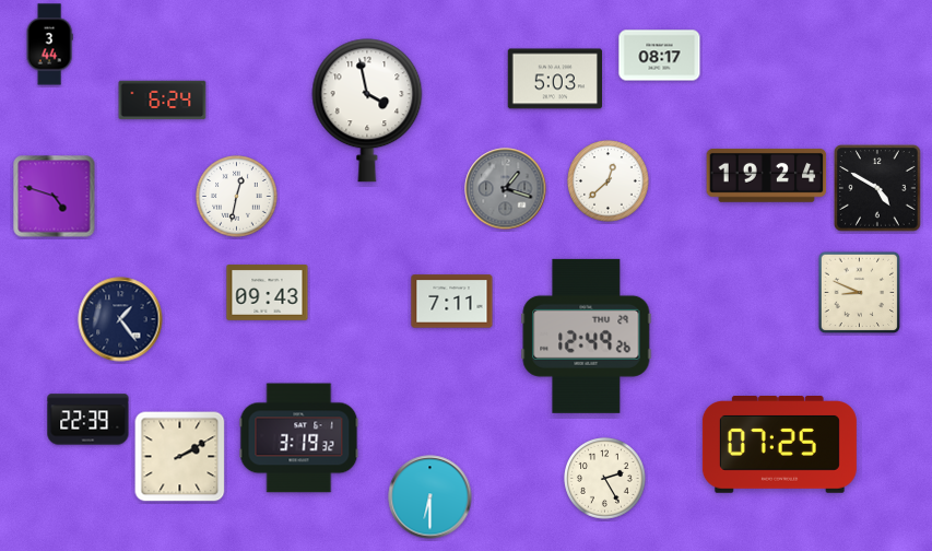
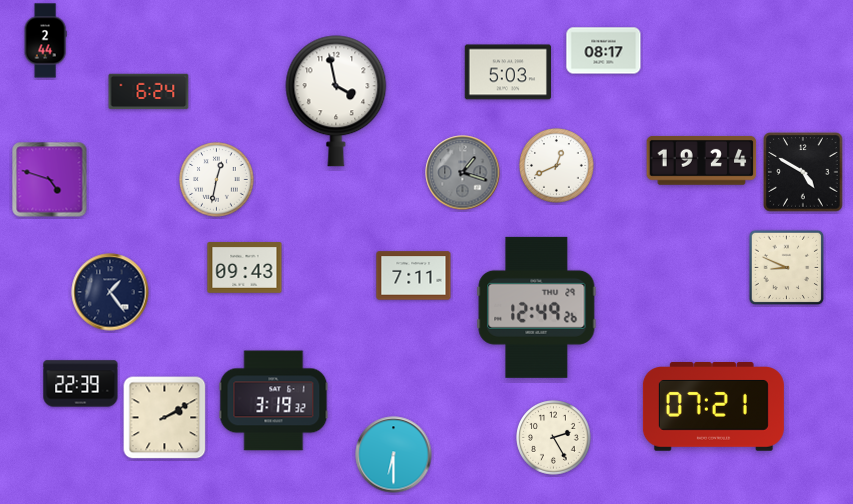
clock at (49, 45): 3:44 -> 2:44
clock at (609, 181): 12:38 -> 12:41
clock at (779, 445): 07:25 -> 07:21
